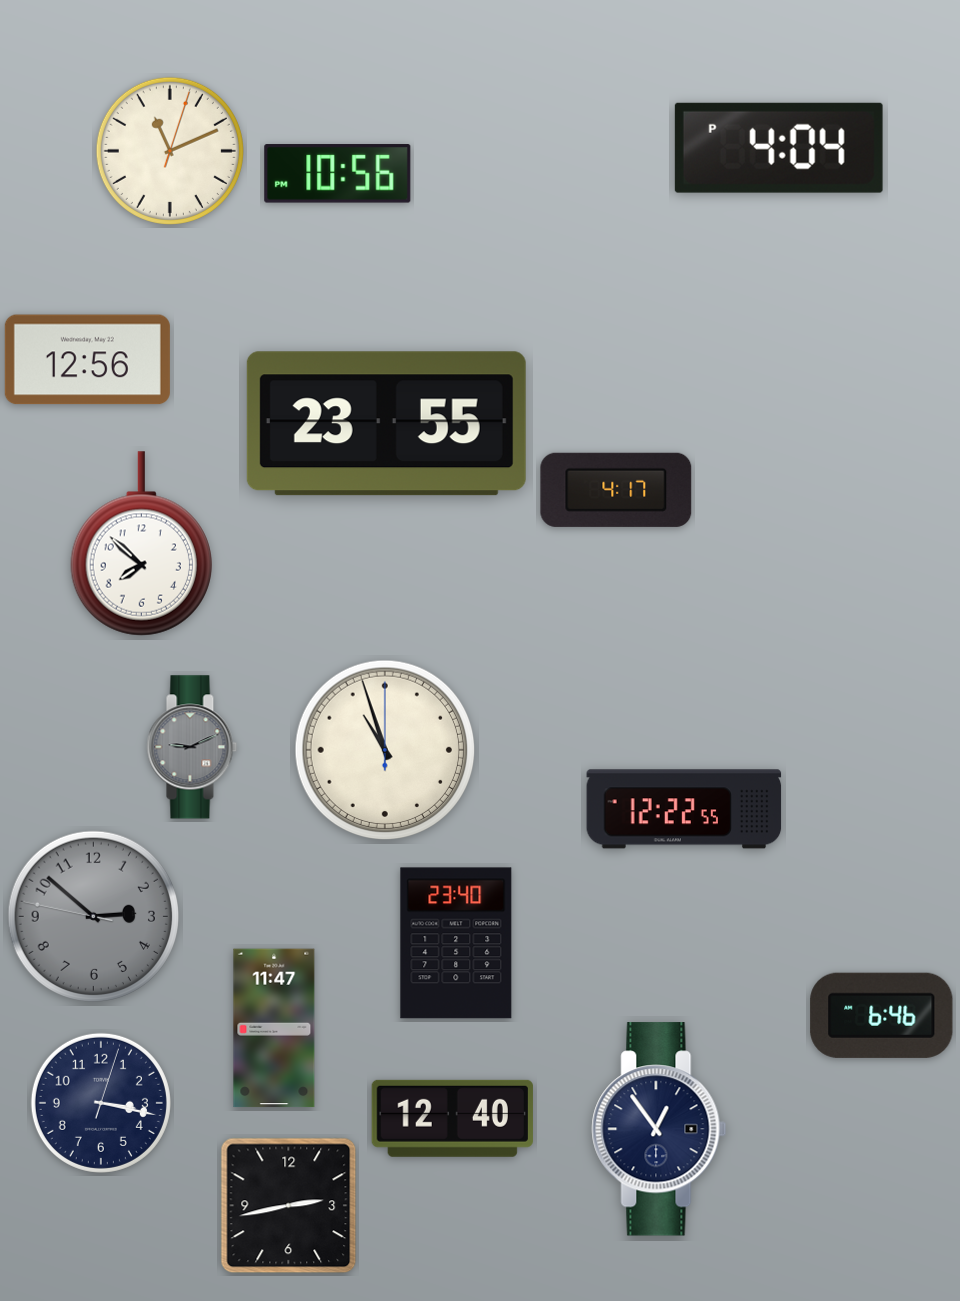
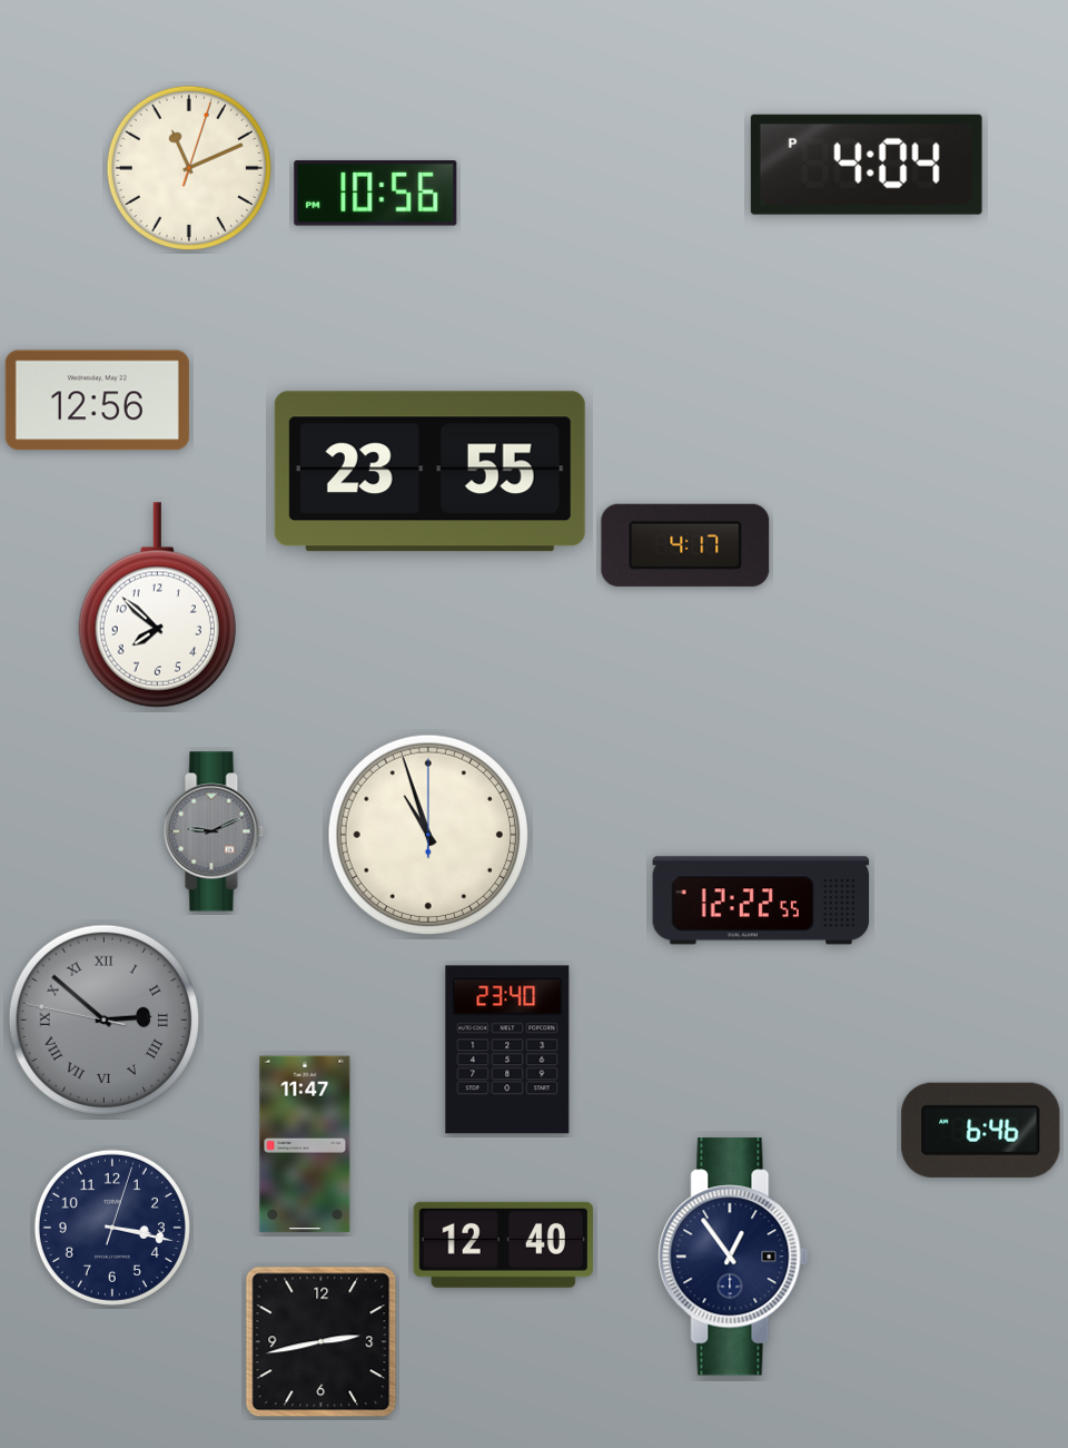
clock at (93, 916) numerals: Arabic -> Roman
